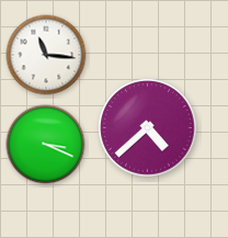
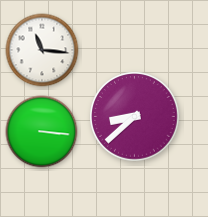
clock at (148, 128): 4:38 -> 8:38
clock at (46, 145): 3:19 -> 3:16
